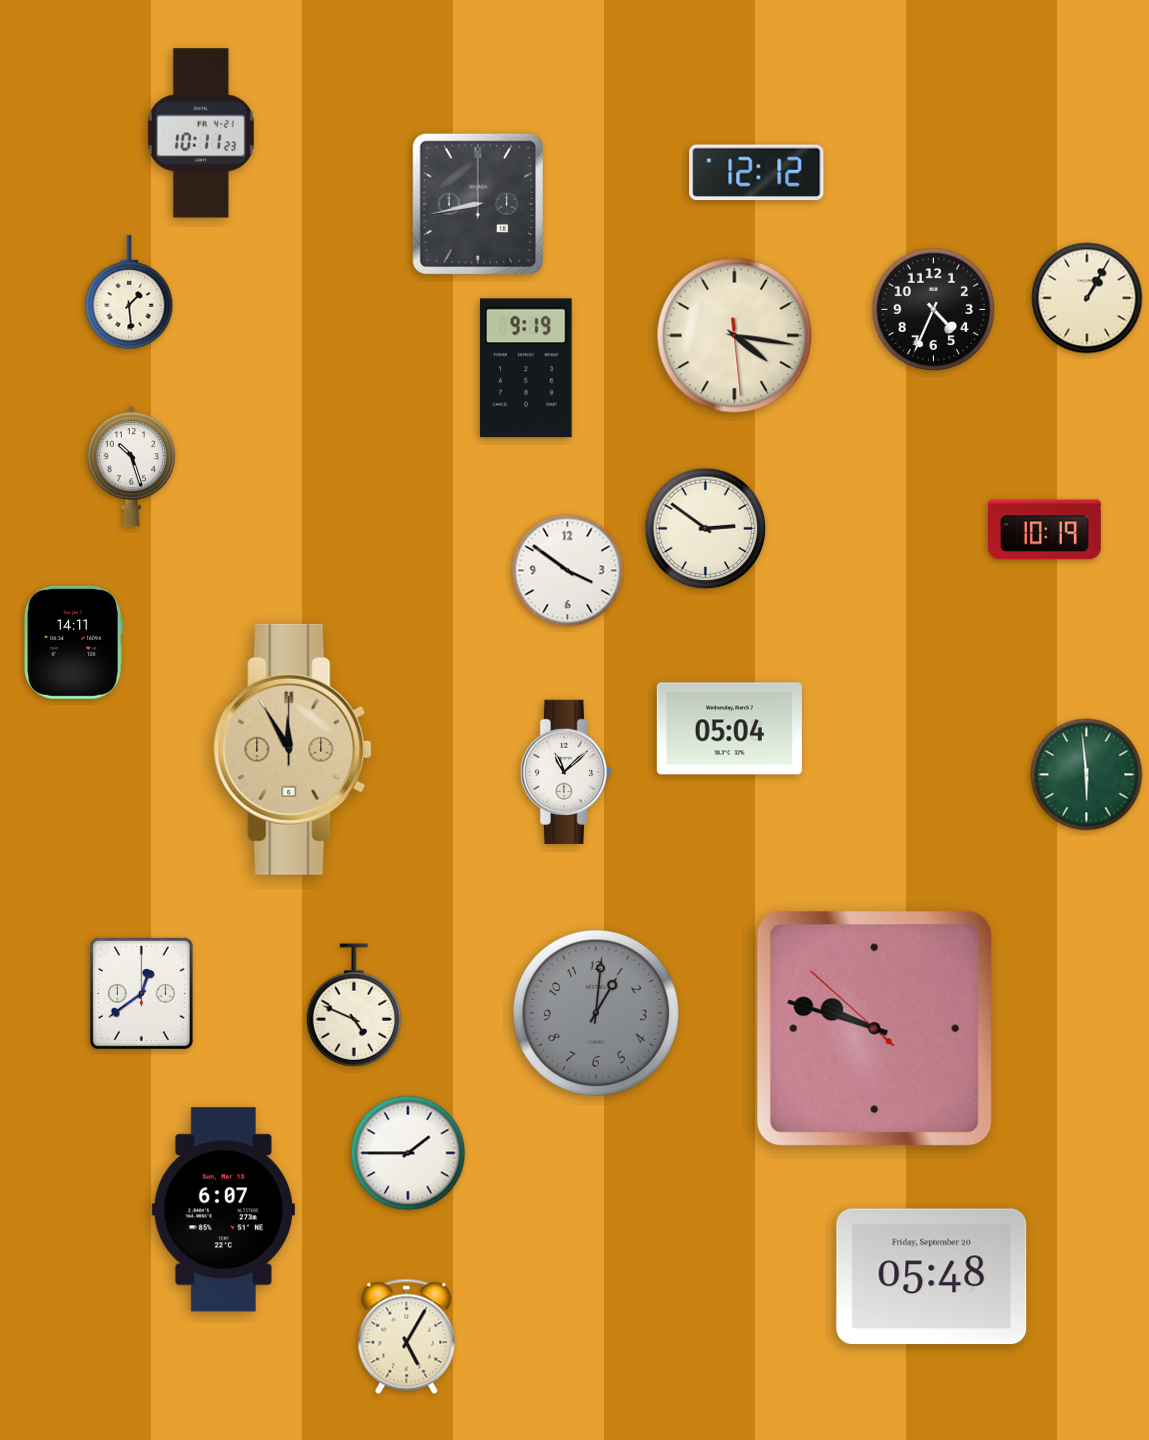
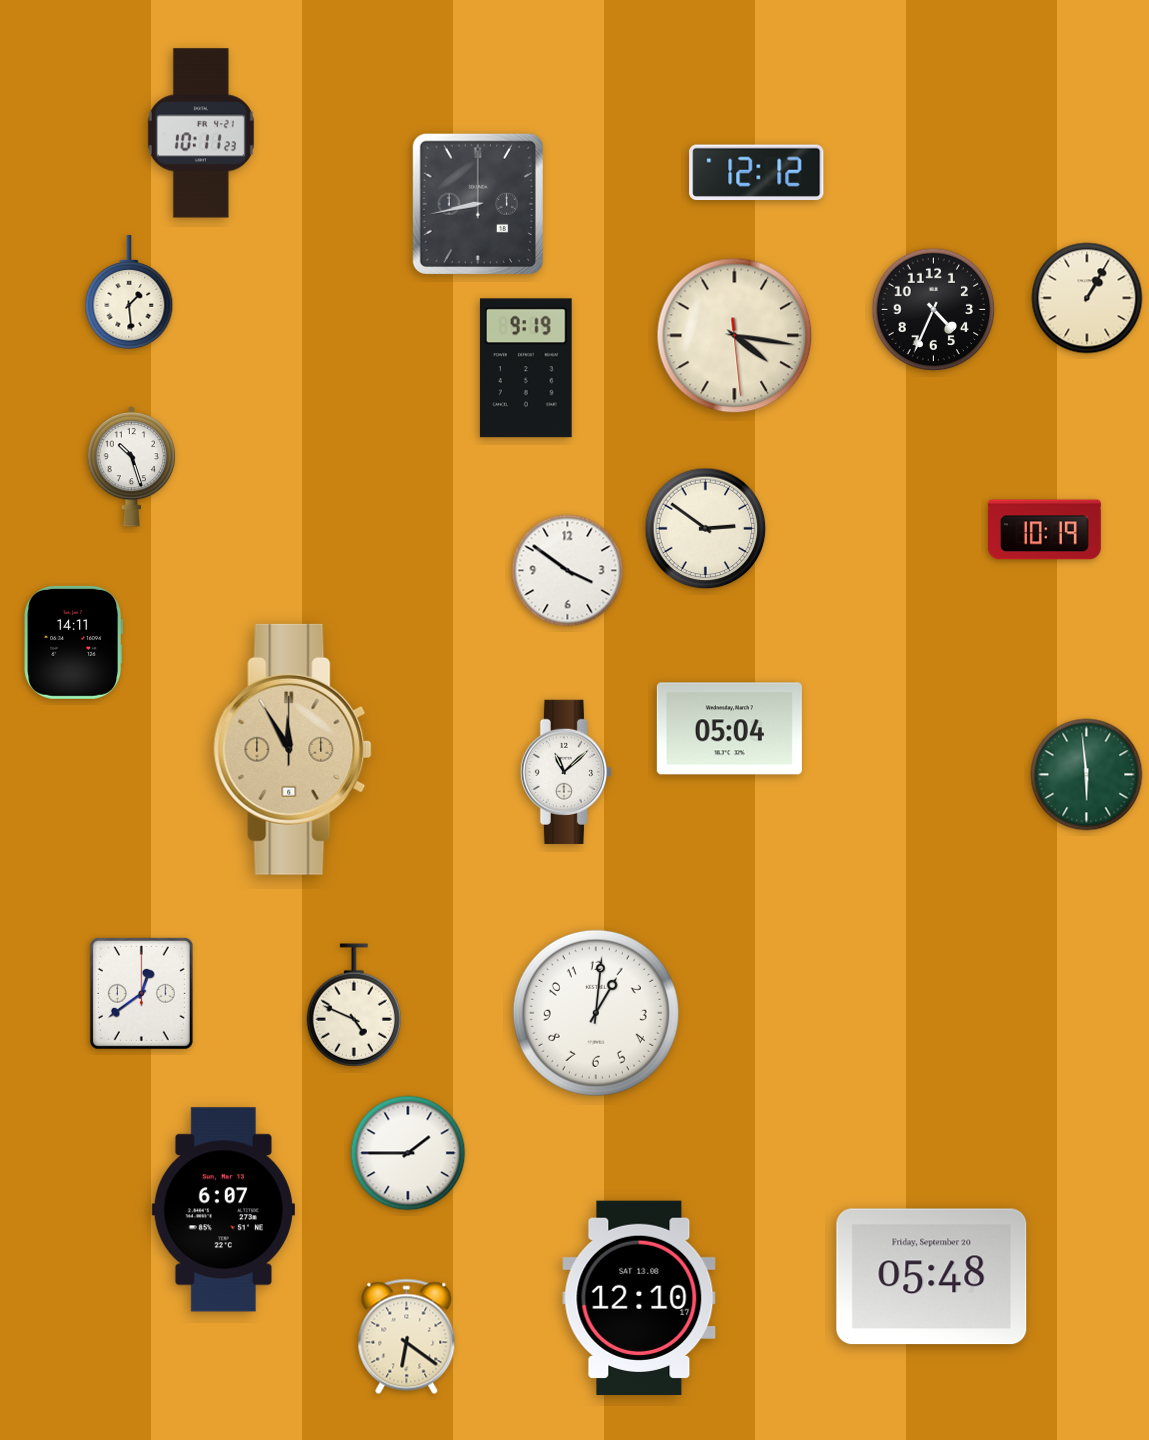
clock at (596, 1013) dial: grey -> white
clock at (875, 1029): 9:47 -> none
clock at (639, 1297): none -> 12:10
clock at (407, 1337): 5:05 -> 6:21
